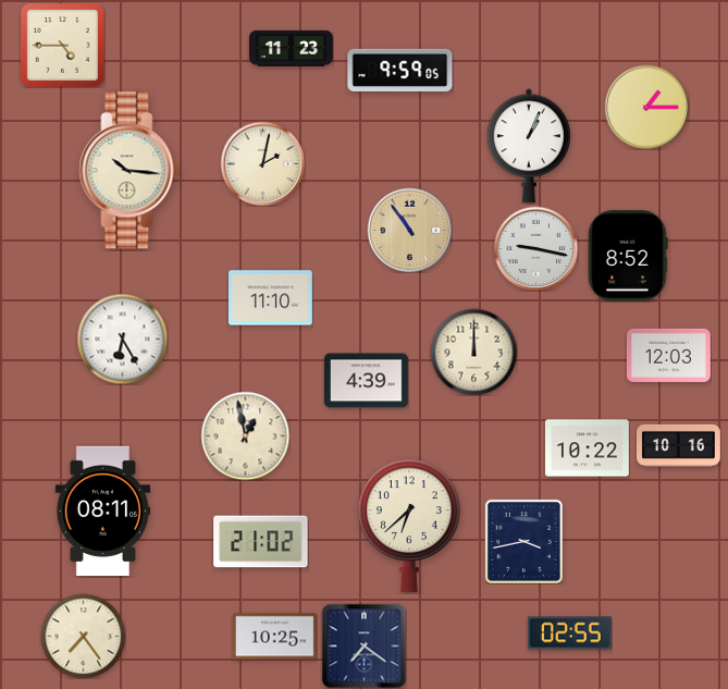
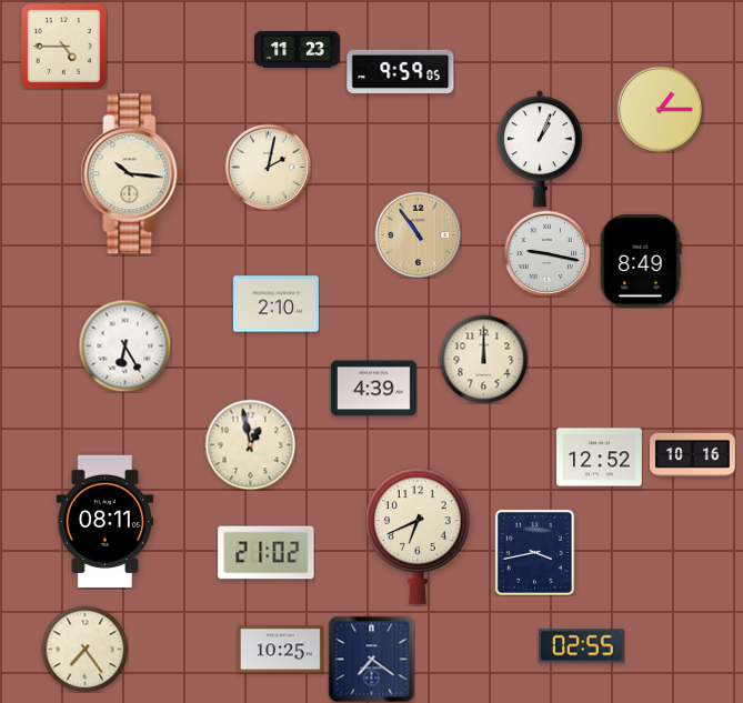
clock at (400, 70) position: (400, 70) -> (401, 71)
clock at (628, 256): 8:52 -> 8:49
clock at (271, 298): 11:10 -> 2:10
clock at (668, 355): 12:03 -> none
clock at (588, 448): 10:22 -> 12:52
clock at (409, 526): 6:38 -> 6:41
